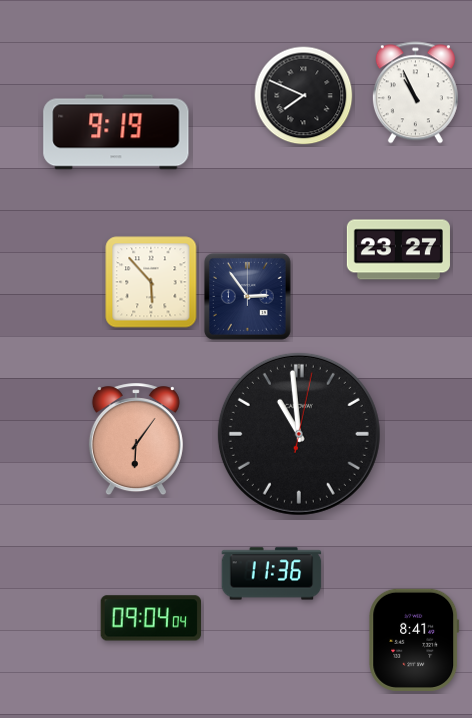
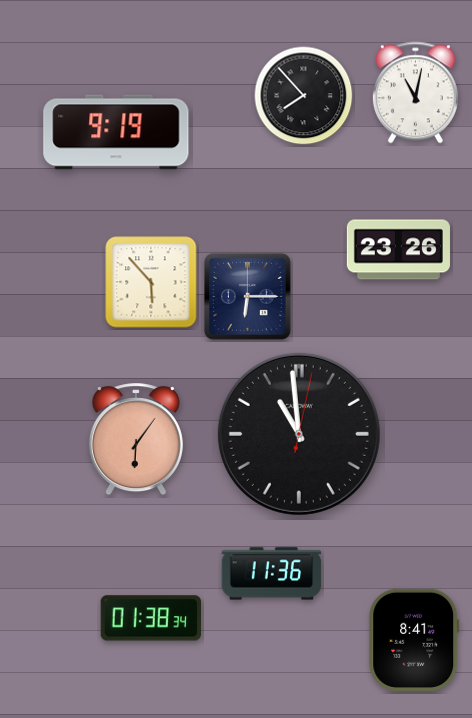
clock at (415, 93): 10:56 -> 11:02
clock at (304, 96): 7:49 -> 7:53
clock at (398, 250): 23:27 -> 23:26
clock at (247, 296): 2:54 -> 6:15
clock at (150, 618): 09:04 -> 01:38
